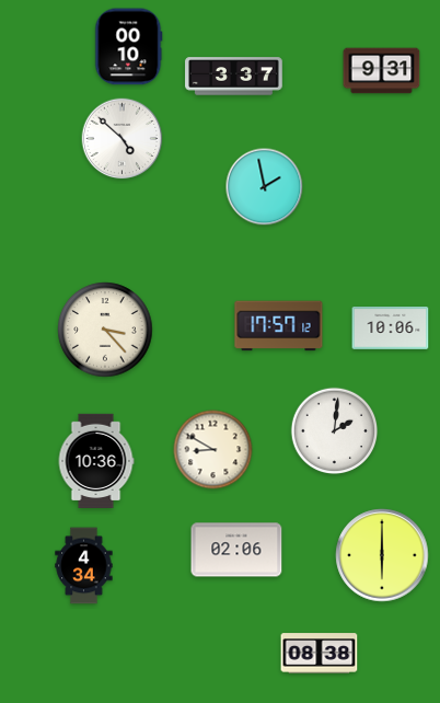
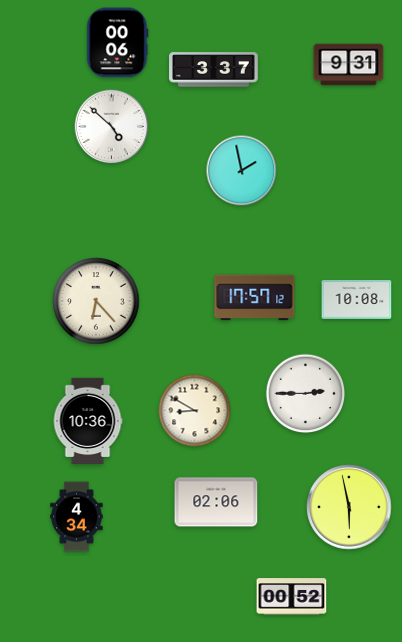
clock at (129, 47): 00:10 -> 00:06
clock at (391, 329): 10:06 -> 10:08
clock at (105, 330): 3:23 -> 6:23
clock at (335, 431): 2:01 -> 2:45
clock at (382, 555): 6:00 -> 5:58
clock at (320, 654): 08:38 -> 00:52
